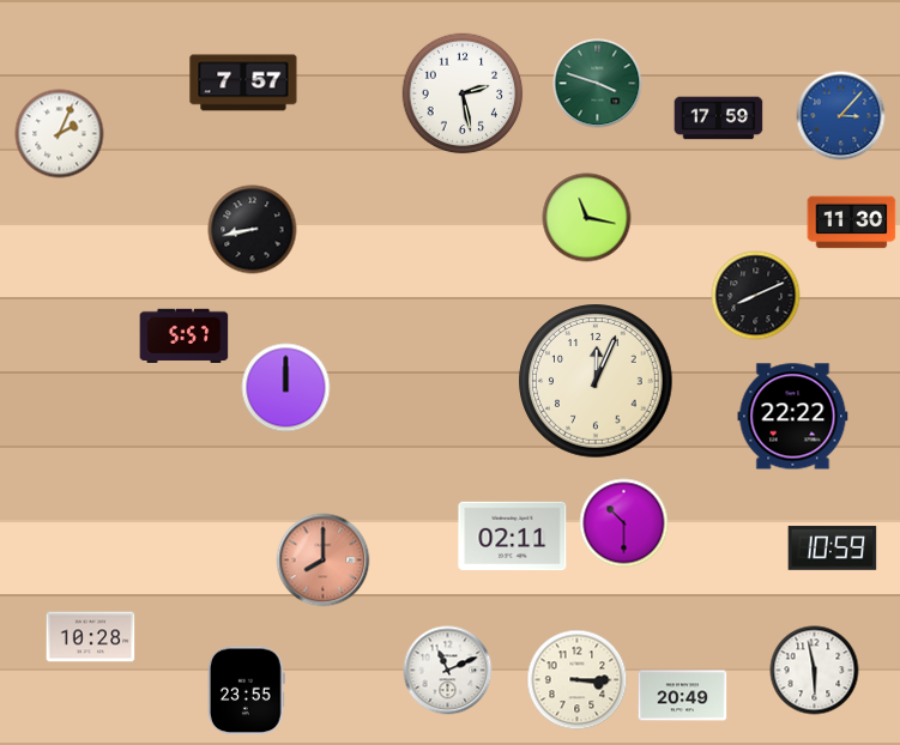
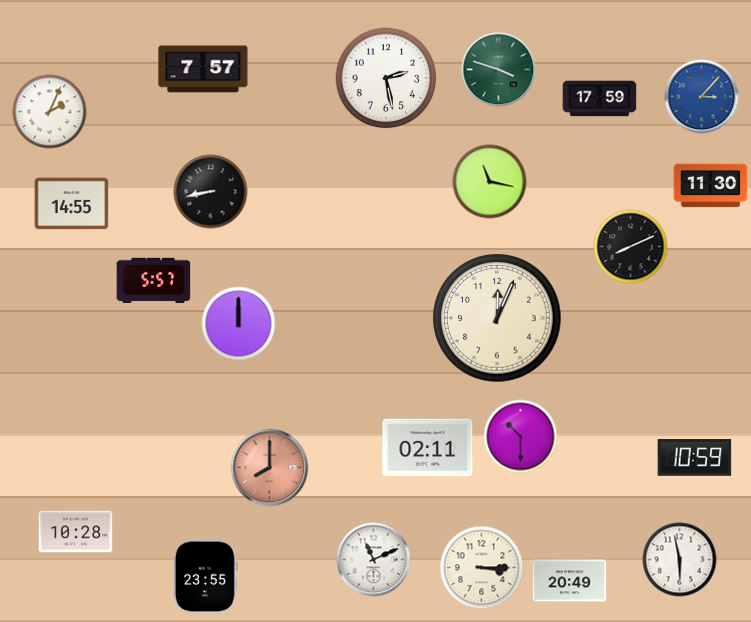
clock at (72, 204): none -> 14:55
clock at (793, 417): 22:22 -> none
